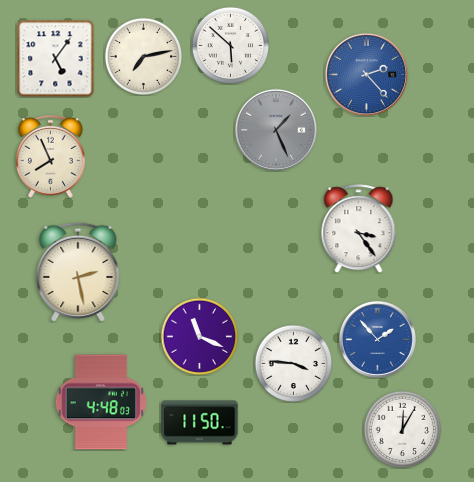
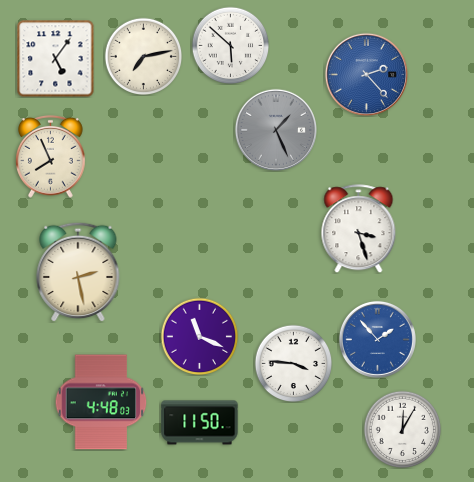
clock at (359, 229): 3:24 -> 3:27
